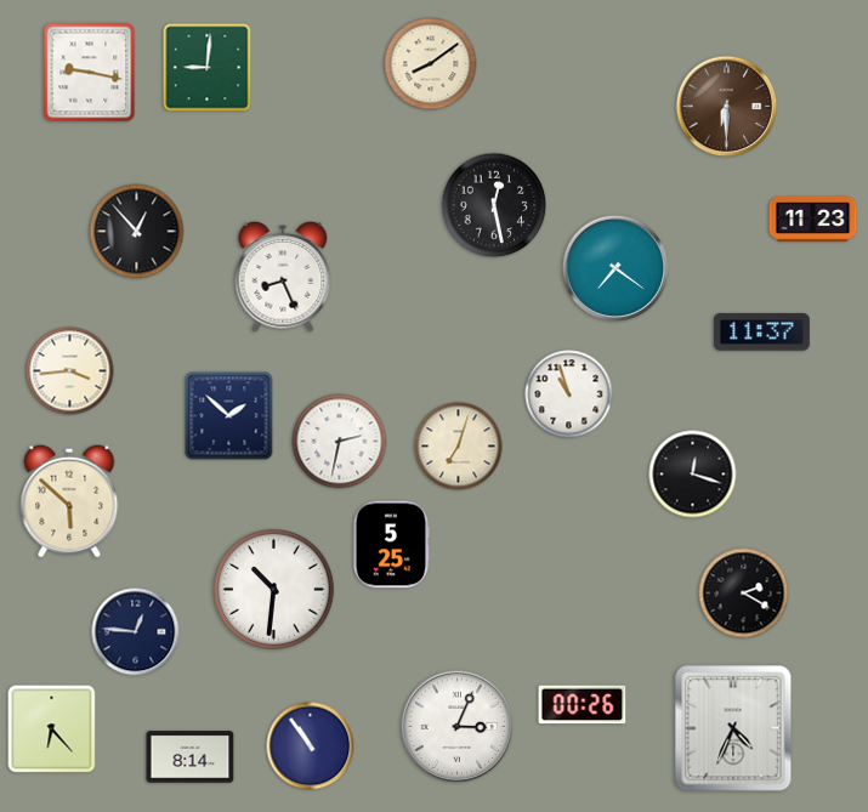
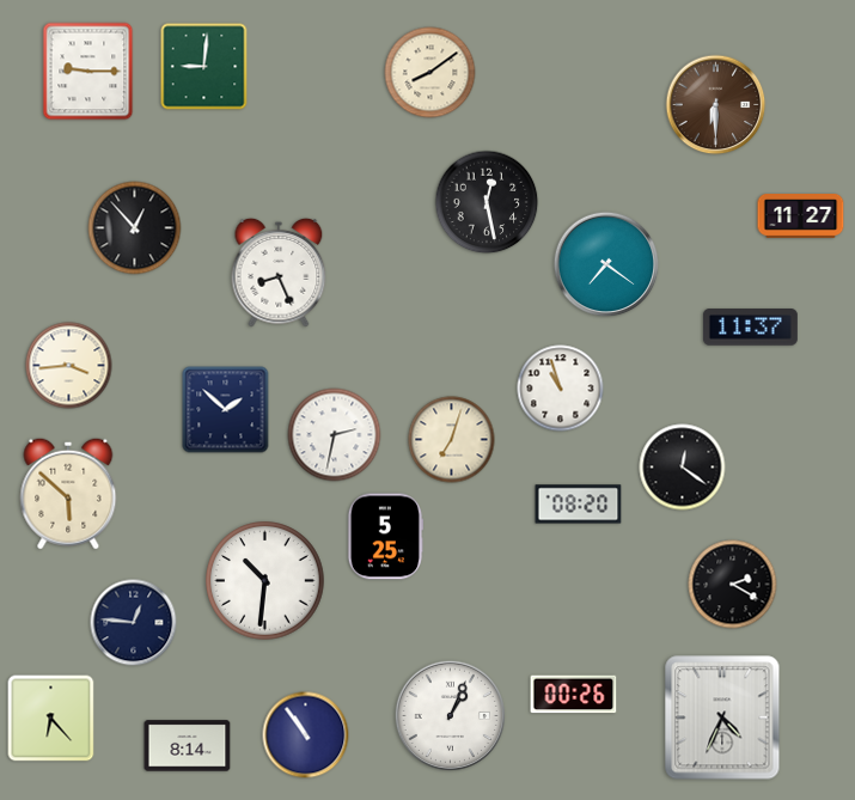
clock at (431, 64) position: (431, 64) -> (430, 73)
clock at (90, 73): 9:17 -> 9:15
clock at (813, 220): 11:23 -> 11:27
clock at (693, 475): 12:18 -> 12:21
clock at (579, 505): none -> 08:20
clock at (274, 590) position: (274, 590) -> (265, 581)
clock at (456, 726): 3:04 -> 1:04
